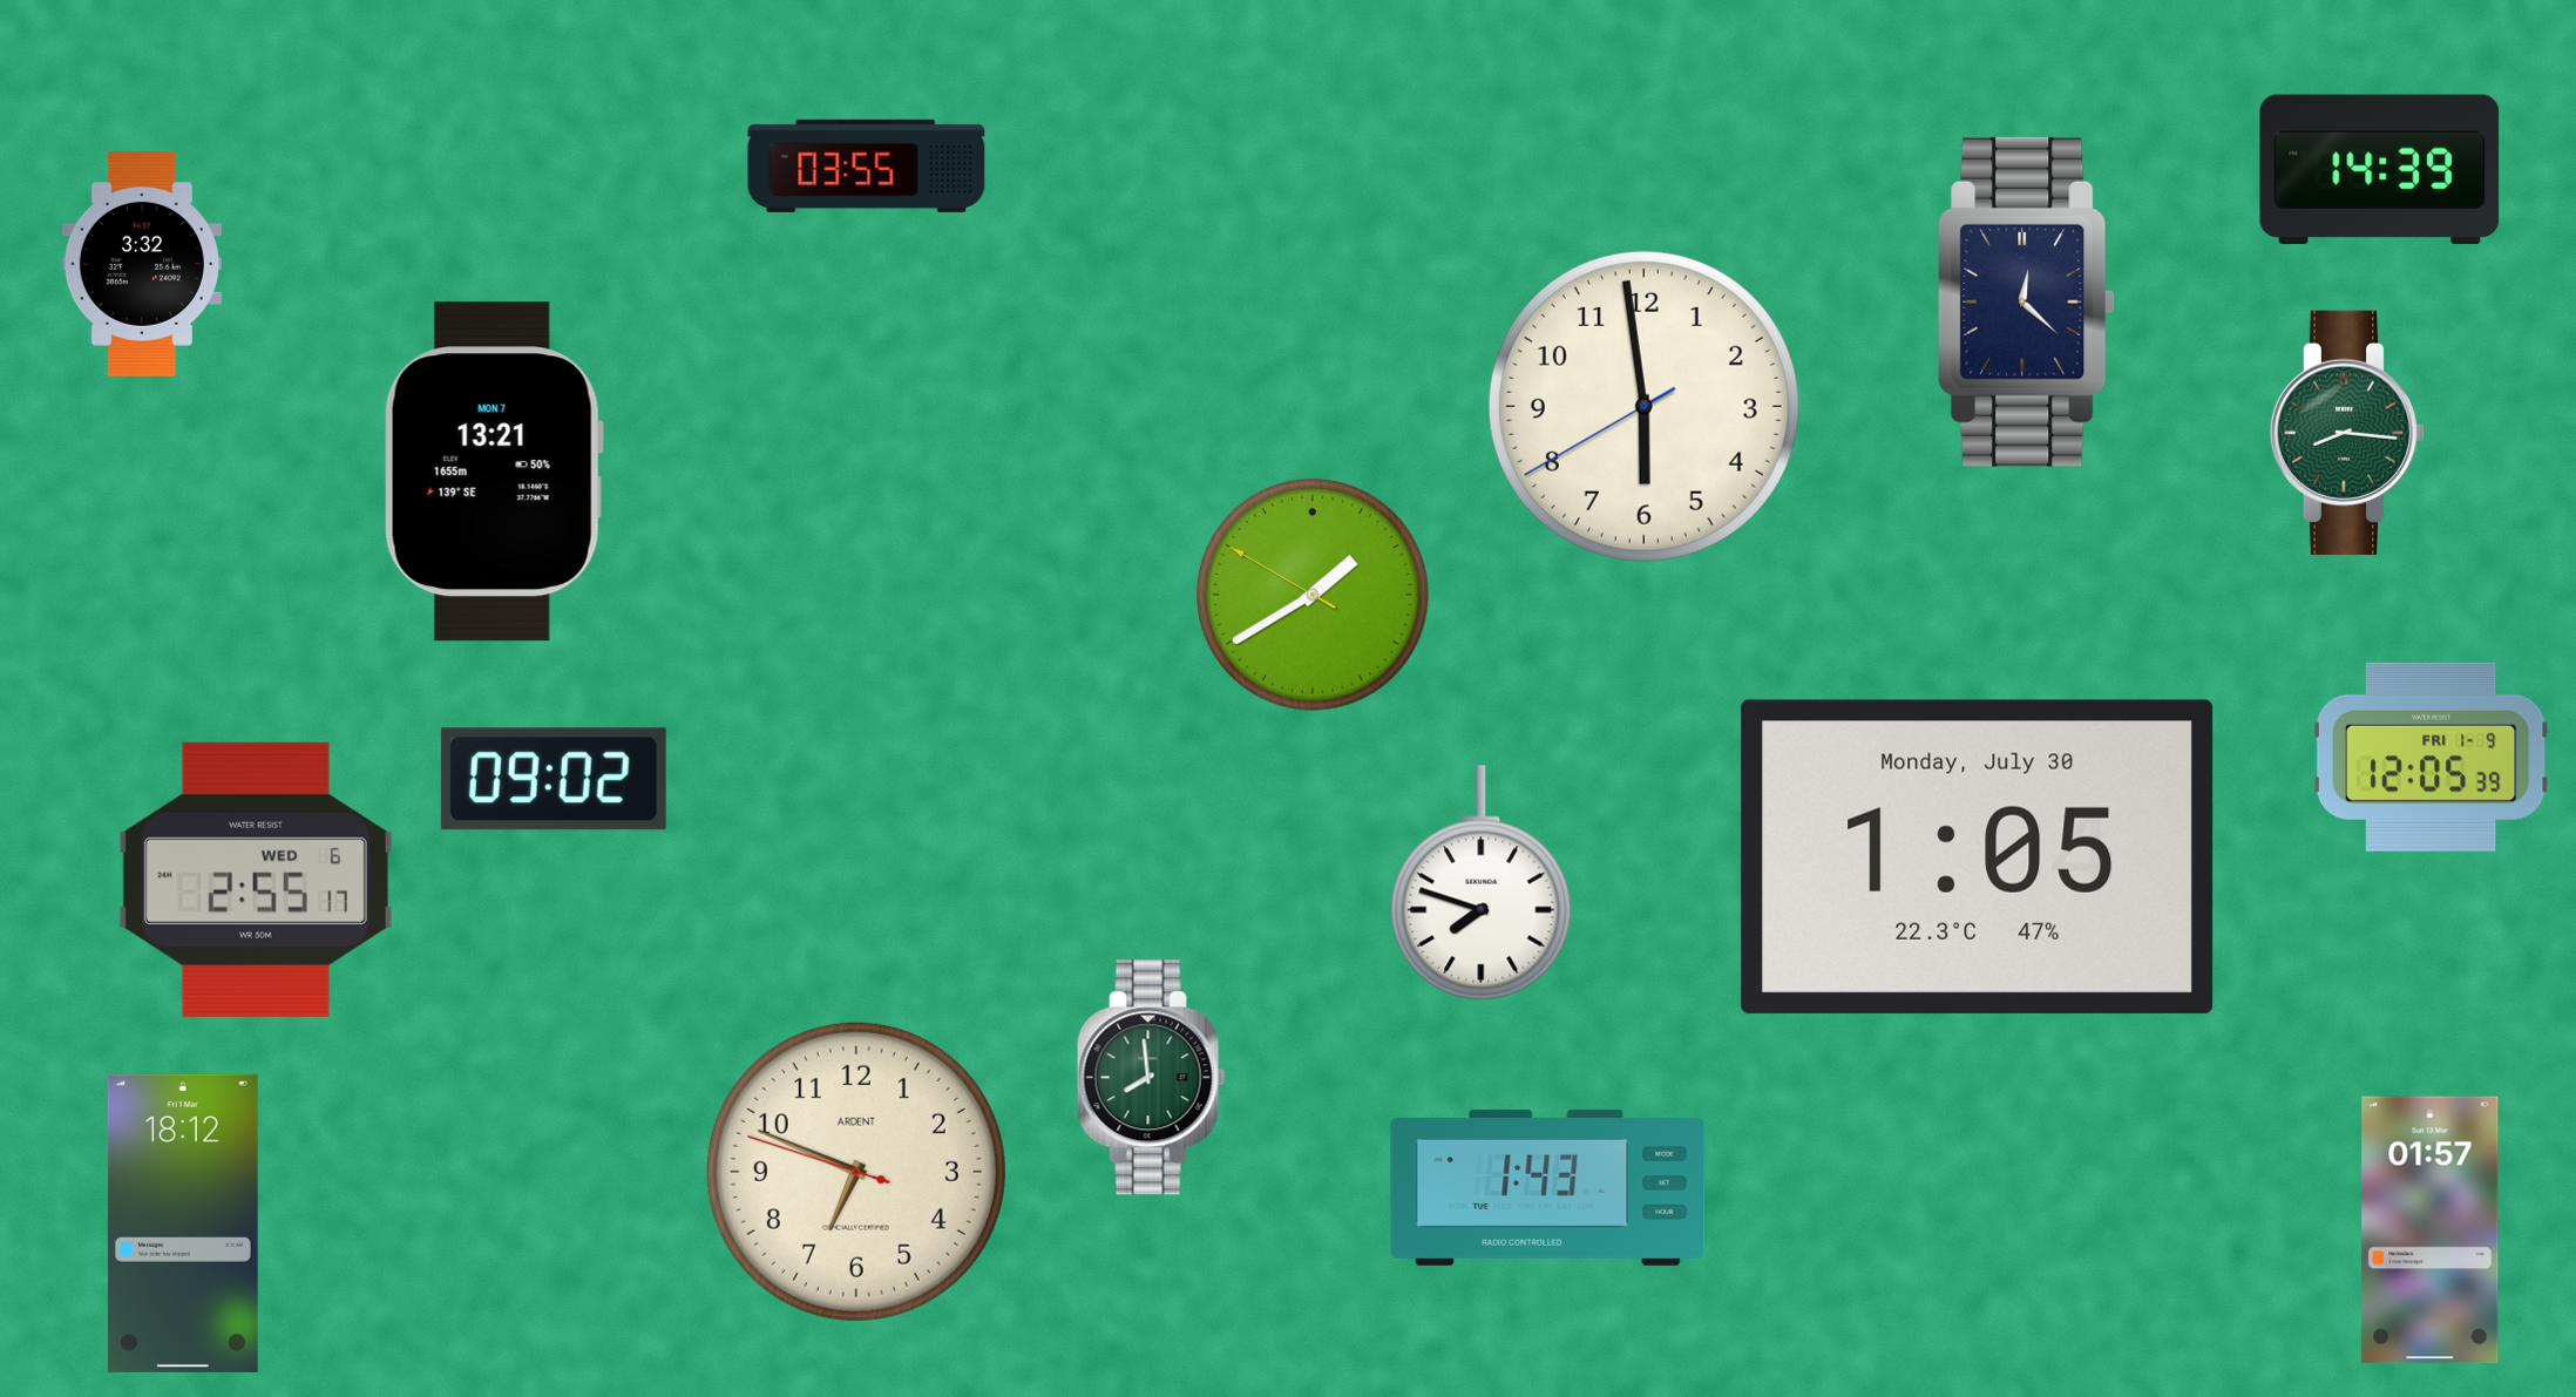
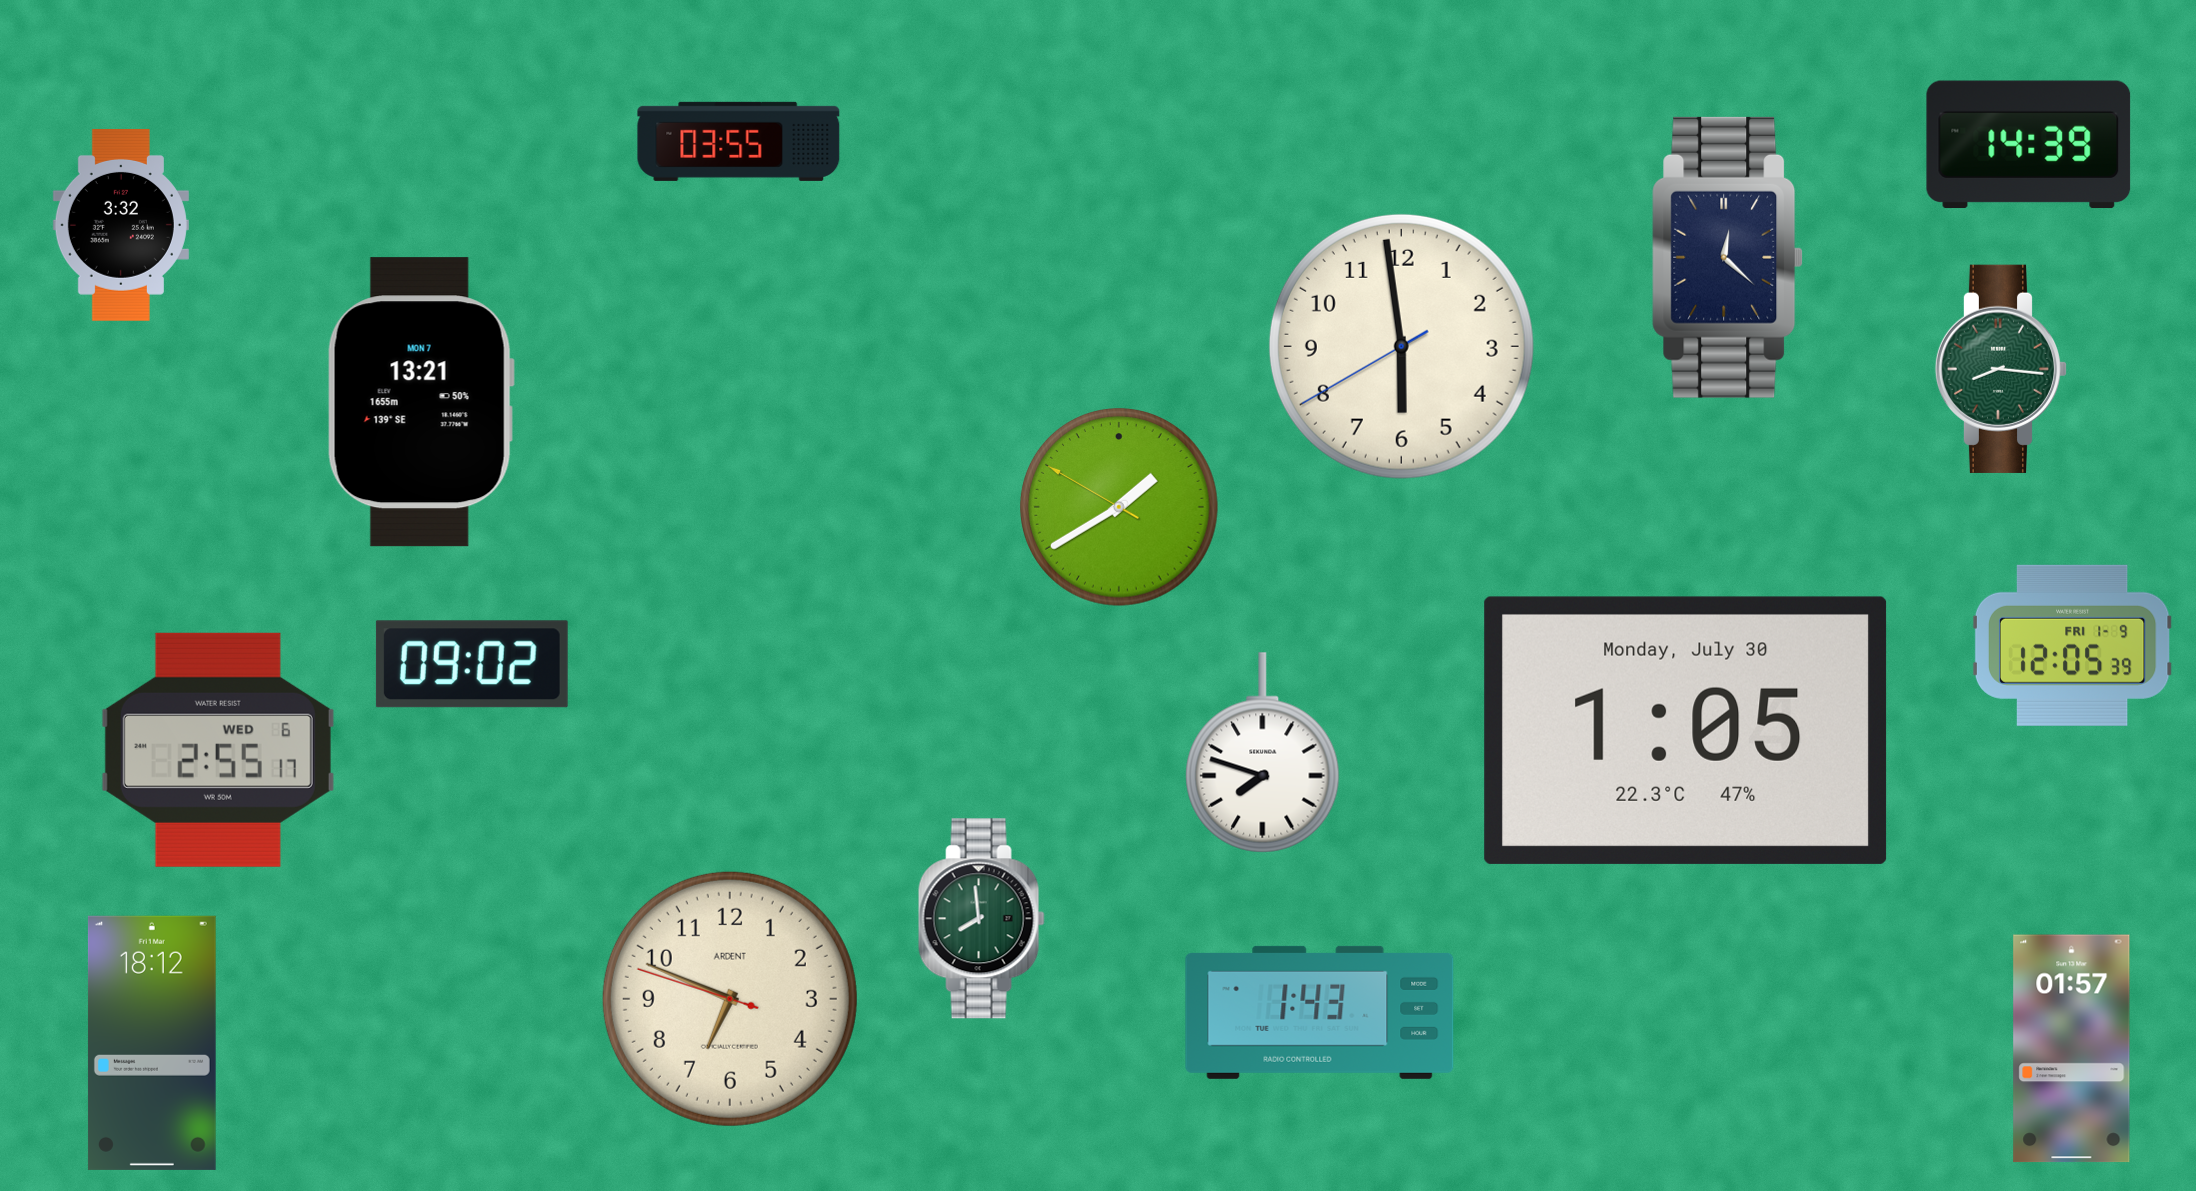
clock at (183, 1223) position: (183, 1223) -> (152, 1043)
